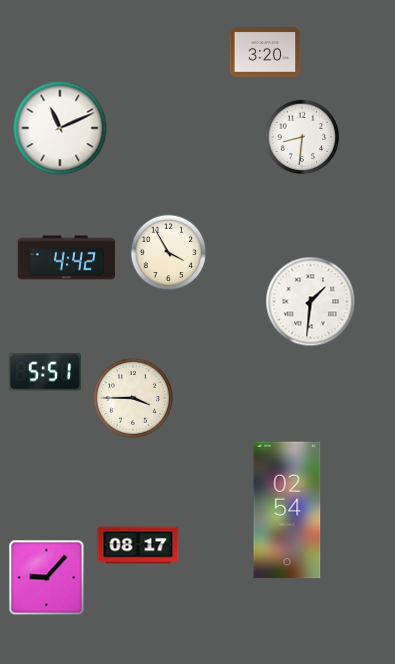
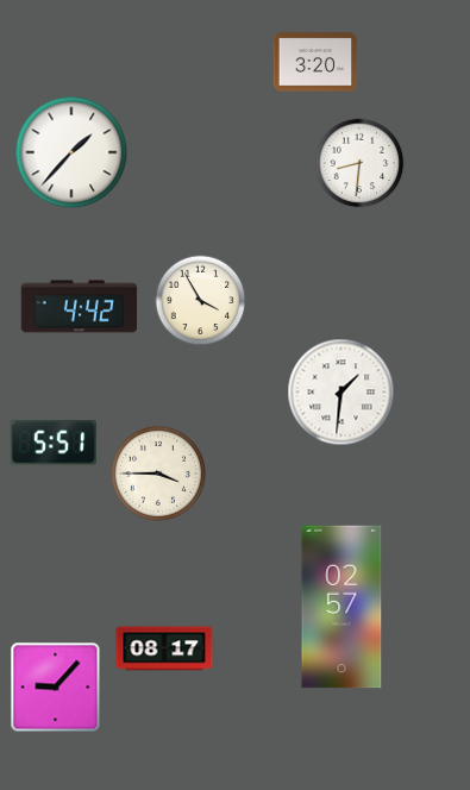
clock at (60, 128): 11:11 -> 1:37
clock at (311, 302) position: (311, 302) -> (341, 393)
clock at (287, 510): 02:54 -> 02:57
